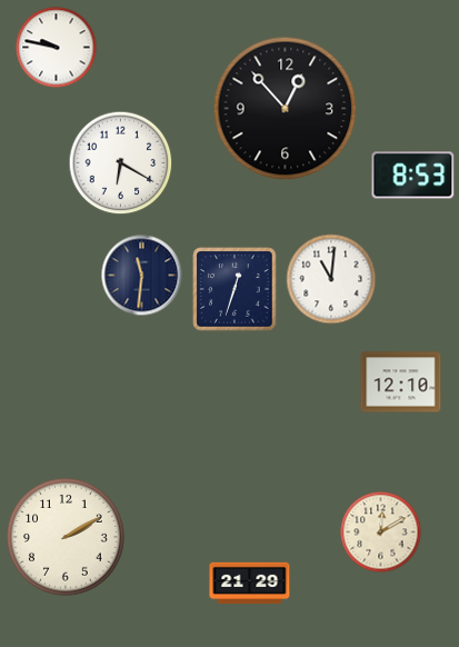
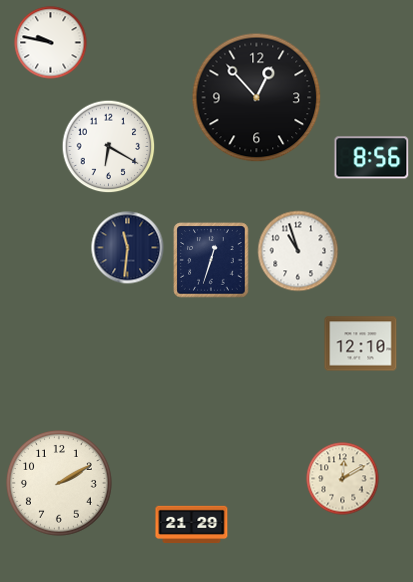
clock at (413, 176): 8:53 -> 8:56
clock at (331, 279): 11:01 -> 10:57
clock at (250, 583) position: (250, 583) -> (192, 524)
